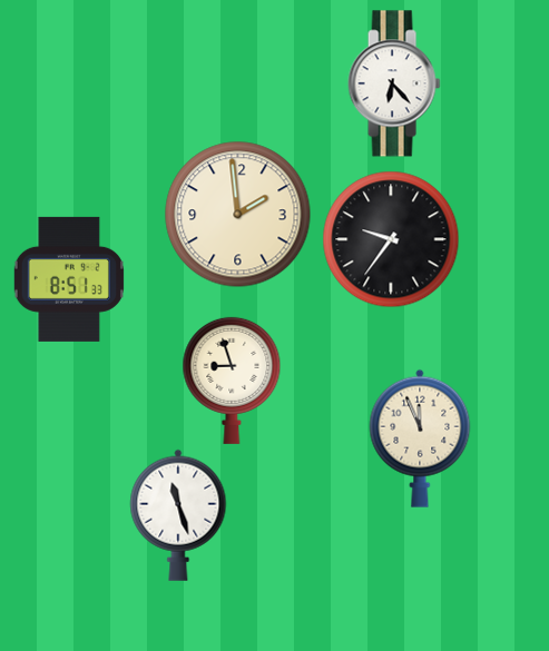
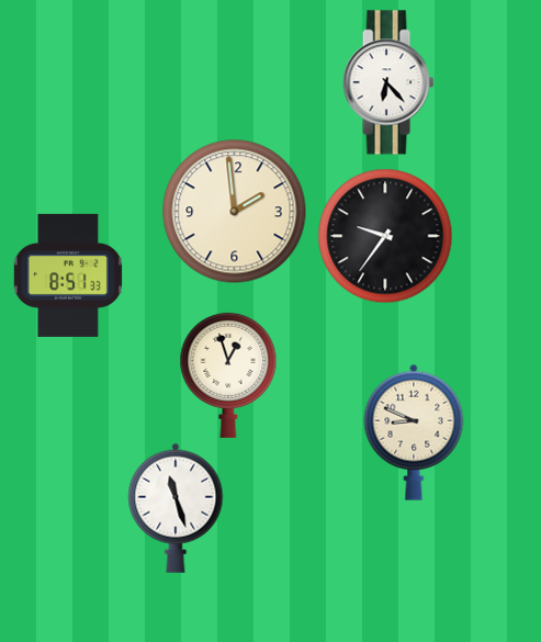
clock at (232, 381): 8:57 -> 12:57
clock at (420, 438): 11:56 -> 8:49
